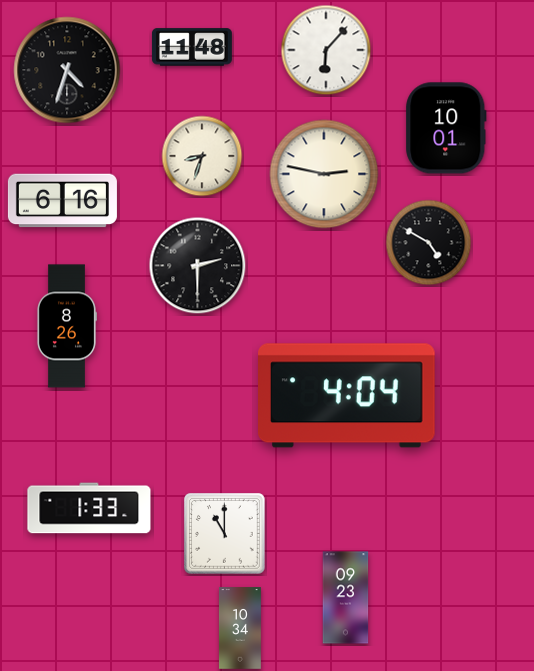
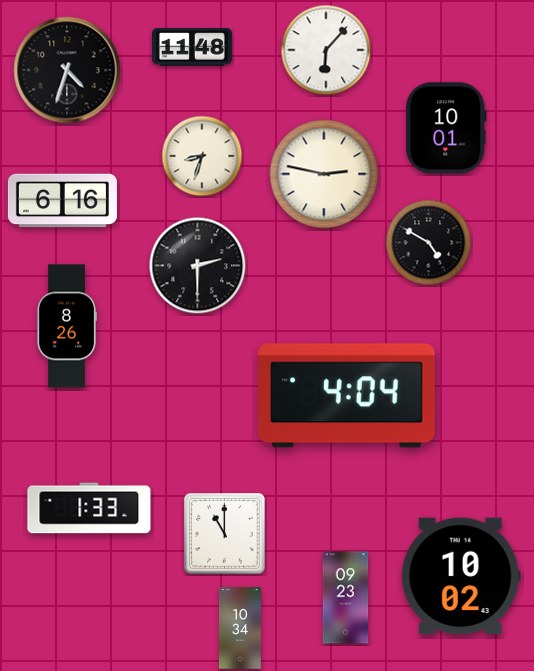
clock at (461, 576): none -> 10:02
